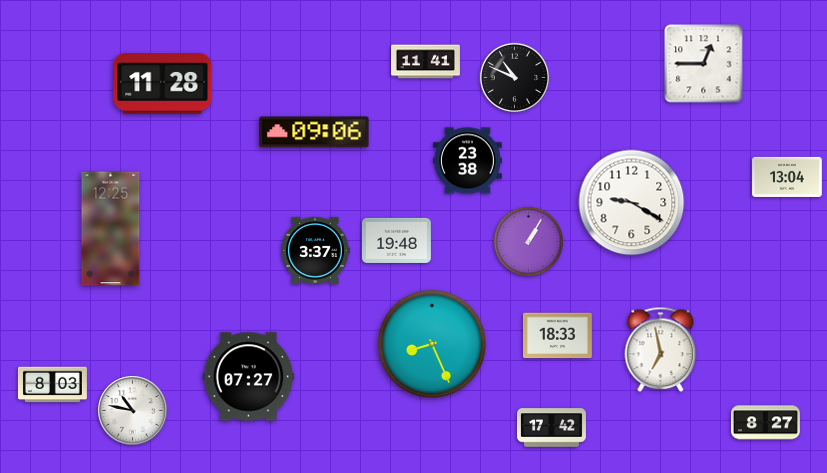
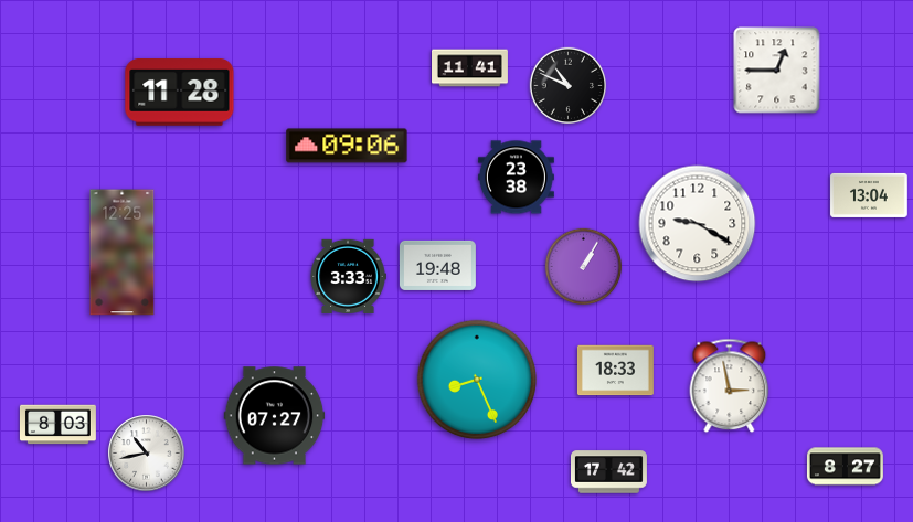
clock at (315, 250): 3:37 -> 3:33
clock at (661, 350): 6:58 -> 2:58
clock at (133, 411): 10:47 -> 10:43
